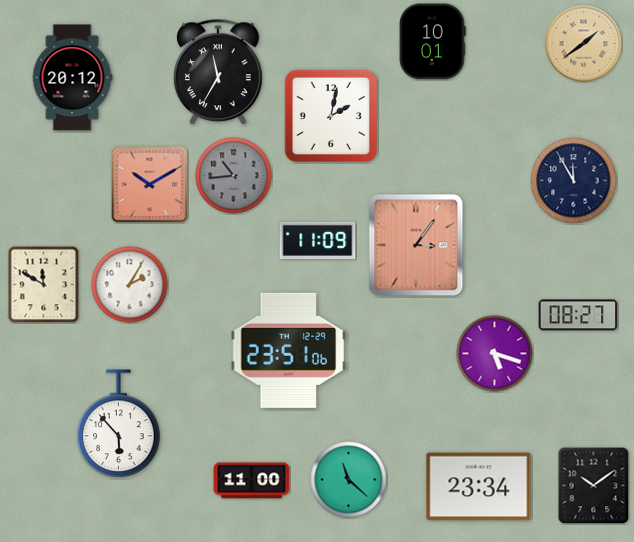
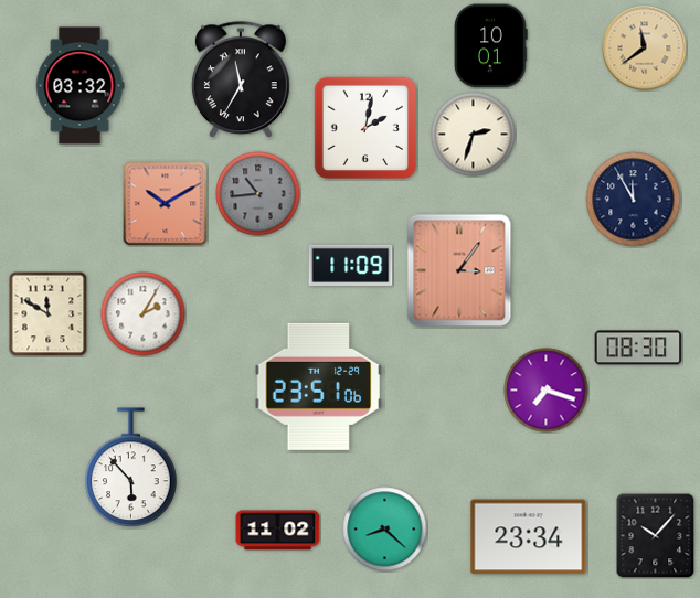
clock at (433, 42) position: (433, 42) -> (491, 46)
clock at (584, 44): 1:39 -> 11:39
clock at (72, 78): 20:12 -> 03:32
clock at (474, 135): none -> 2:33
clock at (578, 315): 08:27 -> 08:30
clock at (495, 354): 5:18 -> 7:18
clock at (349, 480): 11:22 -> 8:22
clock at (252, 481): 11:00 -> 11:02
clock at (594, 485): 10:09 -> 10:07
